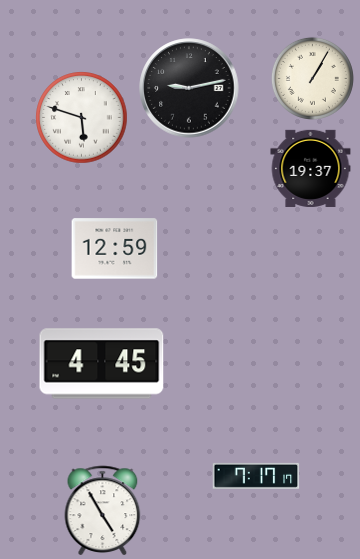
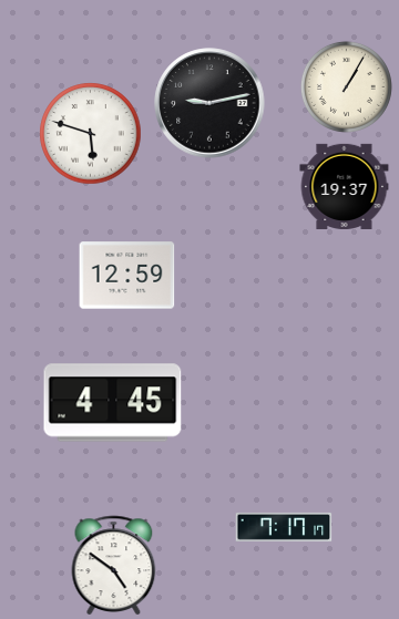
clock at (189, 88) position: (189, 88) -> (209, 103)
clock at (82, 118) position: (82, 118) -> (91, 134)
clock at (103, 510): 4:55 -> 4:51
